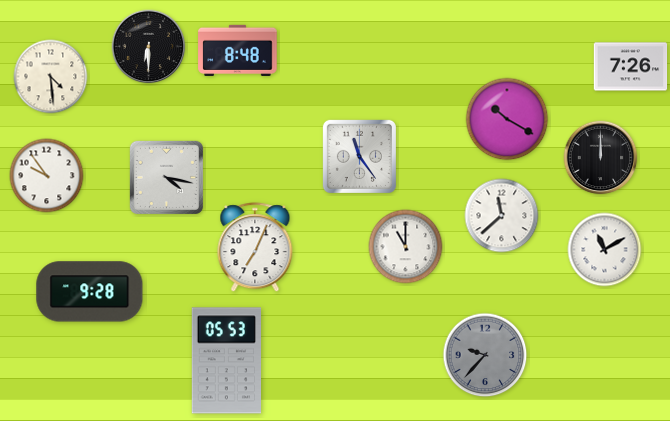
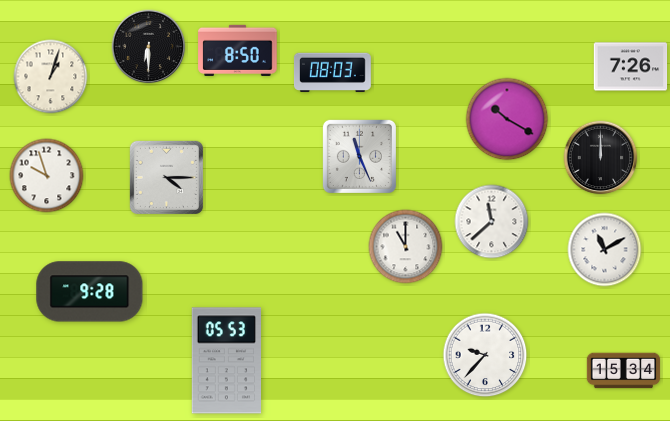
clock at (238, 50): 8:48 -> 8:50
clock at (332, 73): none -> 08:03
clock at (51, 77): 4:29 -> 1:03
clock at (359, 156): 11:24 -> 11:26
clock at (47, 176): 9:54 -> 9:57
clock at (166, 177): 4:17 -> 4:15
clock at (502, 216) position: (502, 216) -> (492, 222)
clock at (255, 248): 7:04 -> none
clock at (485, 355) dial: grey -> white
clock at (624, 371): none -> 15:34
